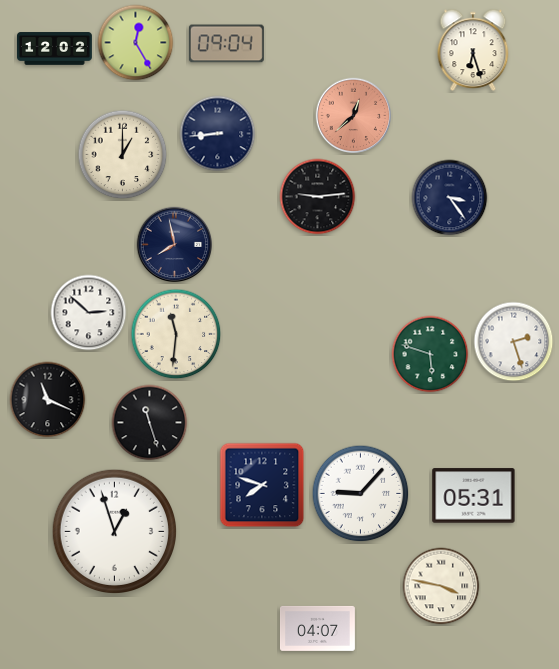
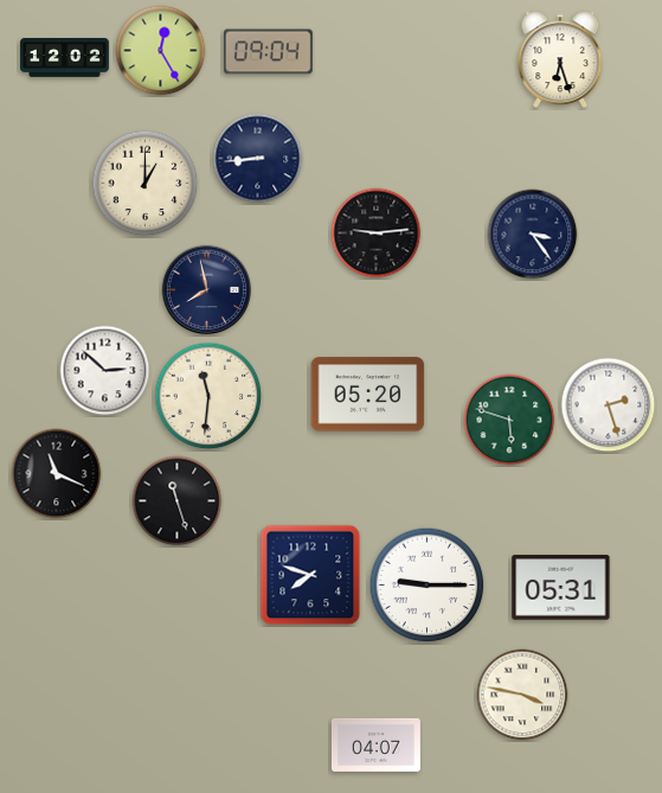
clock at (354, 116): 12:38 -> none
clock at (368, 395): none -> 05:20
clock at (361, 494): 9:07 -> 9:15
clock at (114, 531): 12:57 -> none
